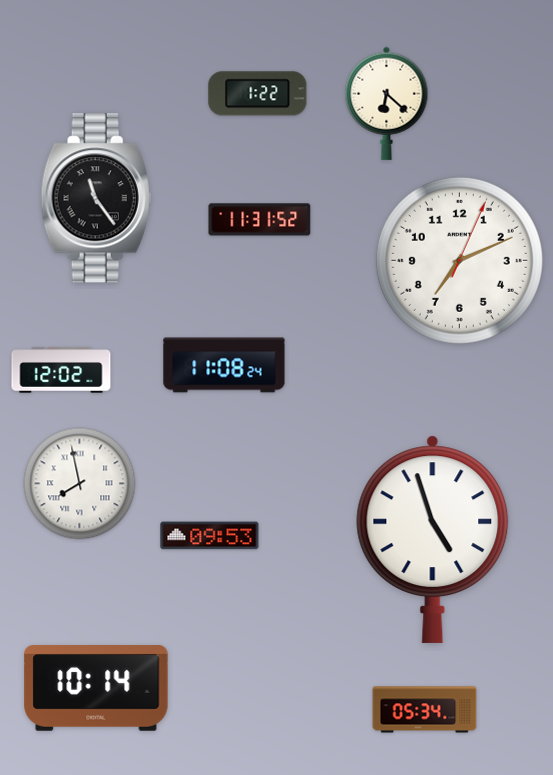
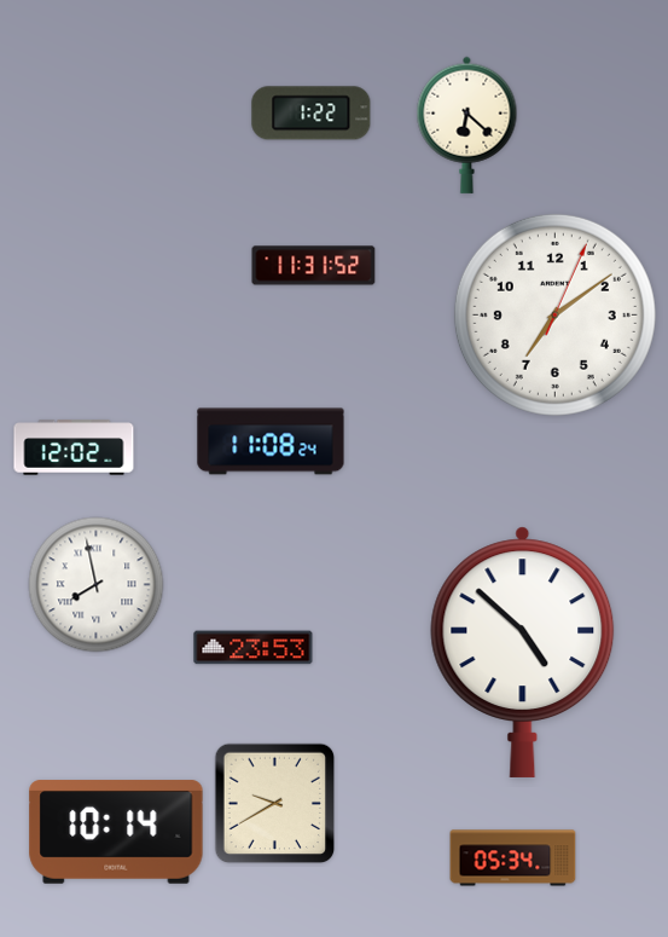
clock at (96, 198): 11:24 -> none
clock at (459, 260): 7:11 -> 7:09
clock at (210, 536): 09:53 -> 23:53
clock at (433, 539): 4:57 -> 4:52
clock at (275, 804): none -> 9:40
